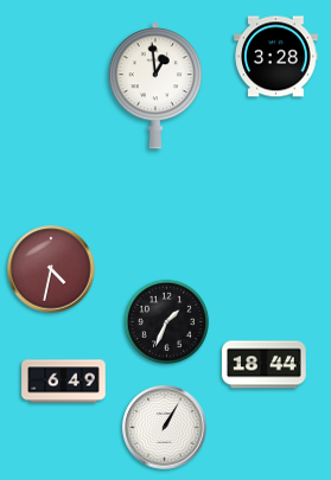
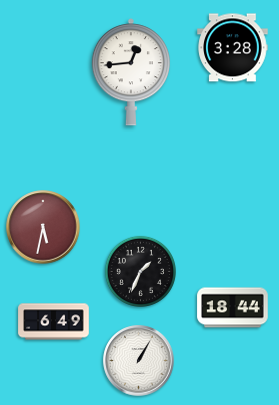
clock at (155, 85): 12:59 -> 12:44
clock at (51, 269): 4:32 -> 5:32
clock at (265, 365) position: (265, 365) -> (233, 308)
